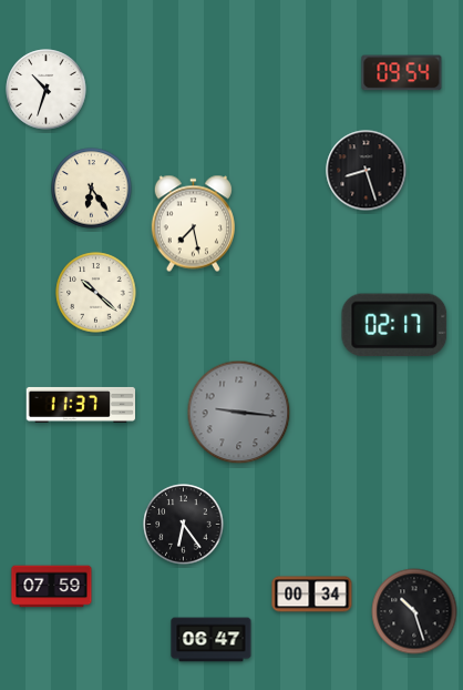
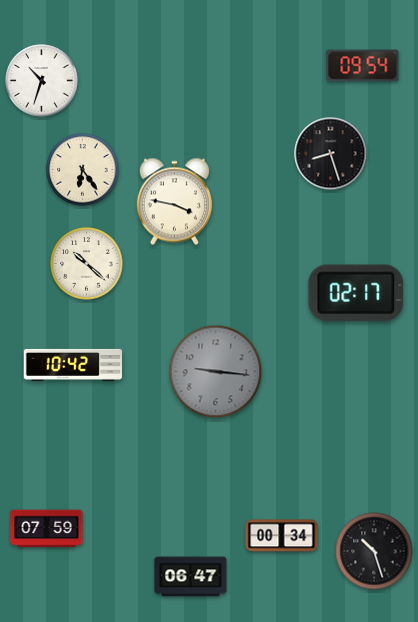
clock at (193, 224): 7:28 -> 3:47
clock at (81, 405): 11:37 -> 10:42
clock at (184, 525): 6:24 -> none
